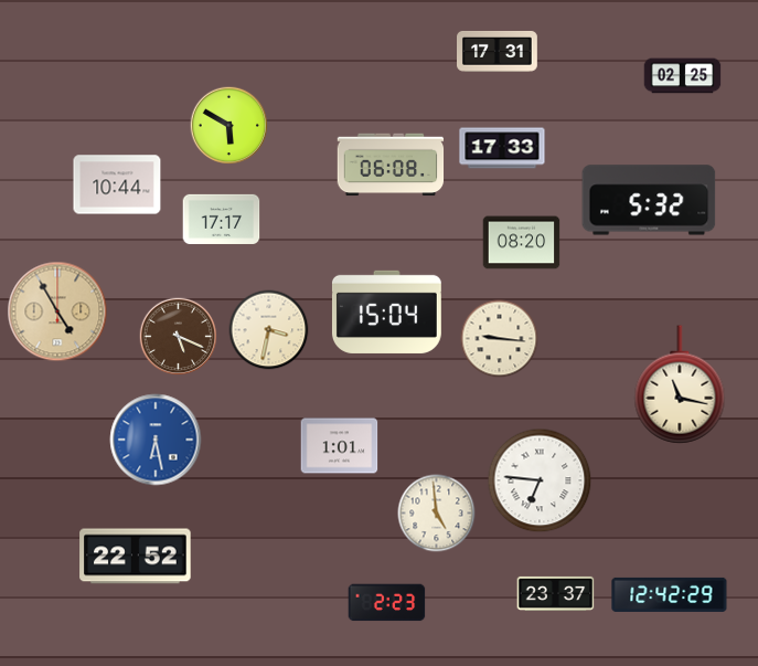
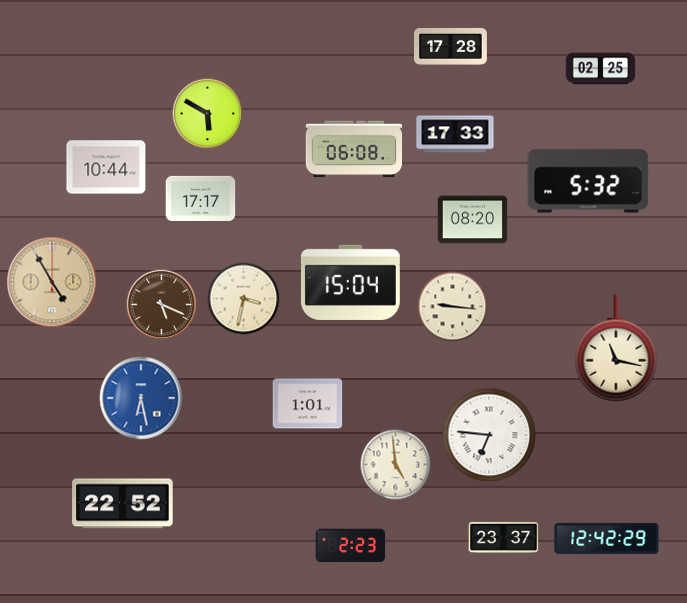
clock at (498, 51): 17:31 -> 17:28
clock at (683, 76) position: (683, 76) -> (601, 69)
